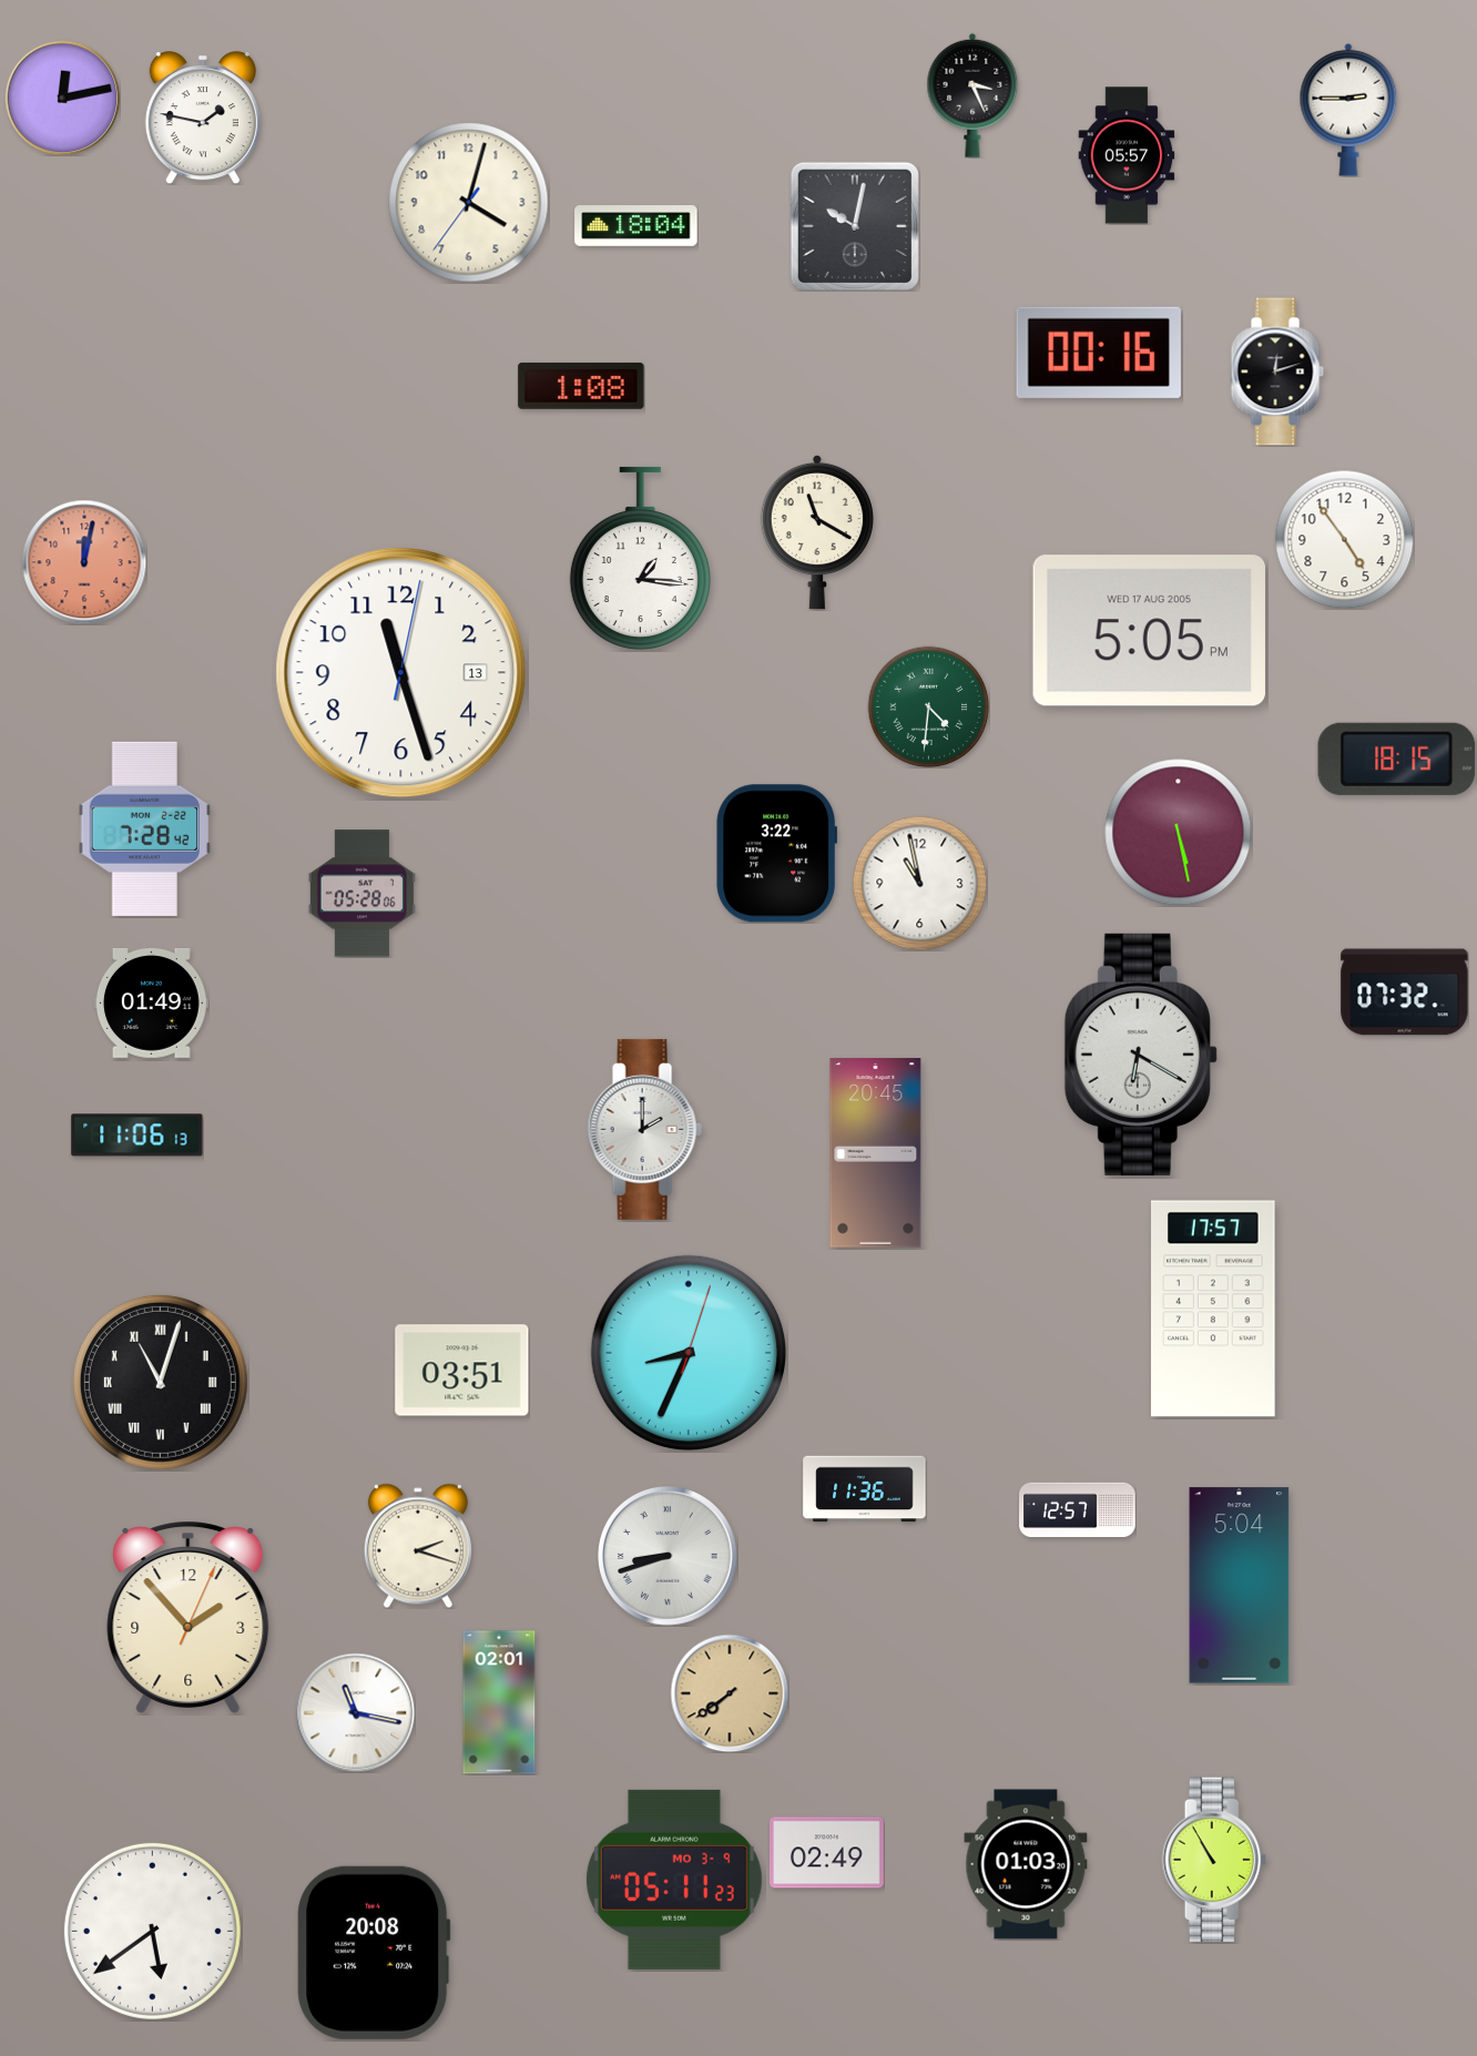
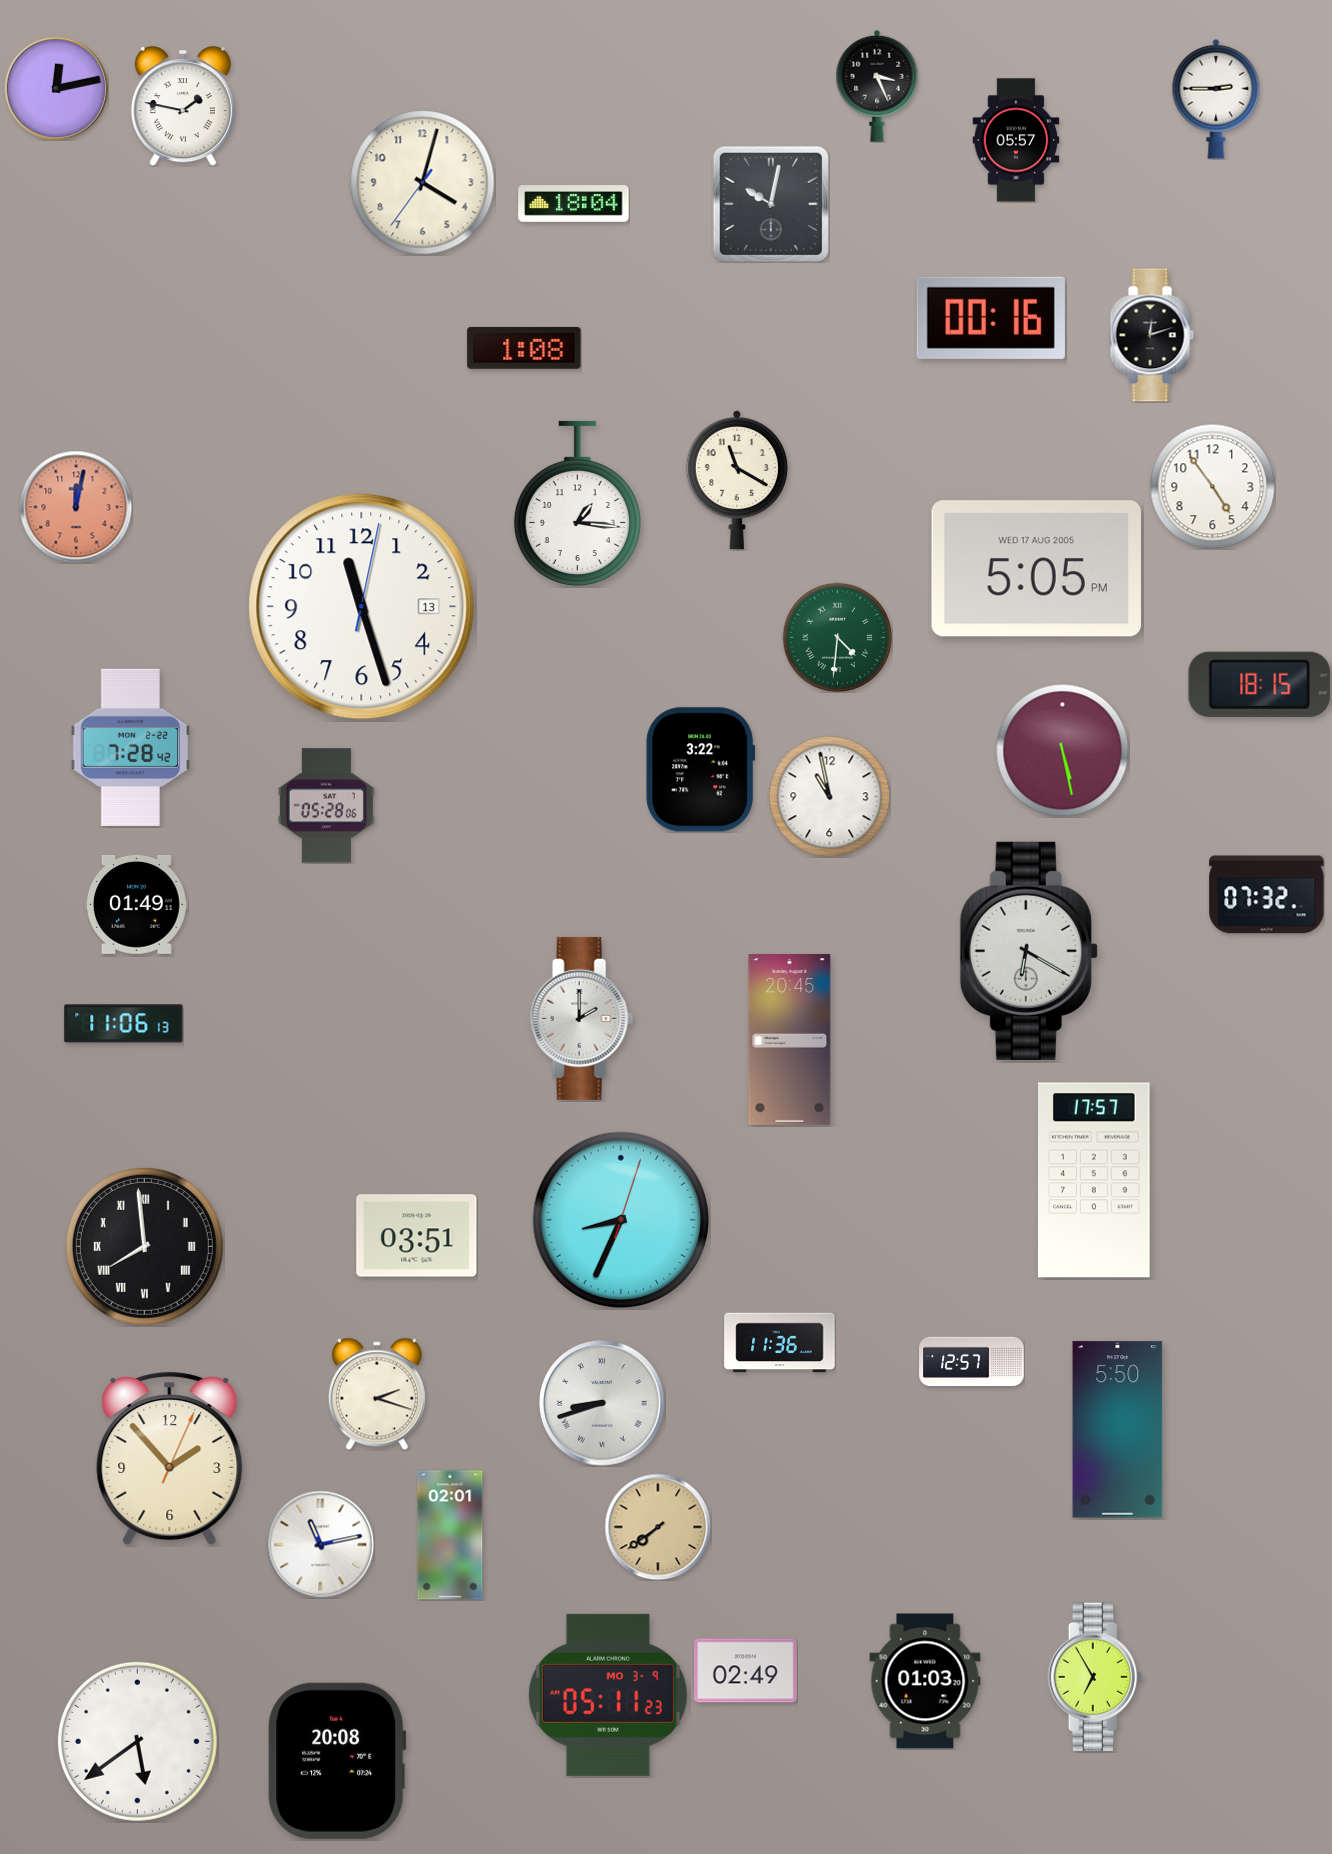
clock at (160, 1382): 11:03 -> 7:59
clock at (1240, 1586): 5:04 -> 5:50
clock at (355, 1712): 11:17 -> 11:13
clock at (1214, 1860): 10:55 -> 6:55
